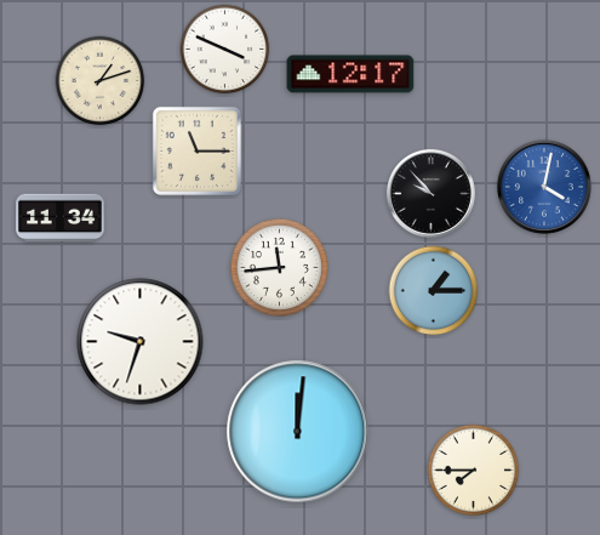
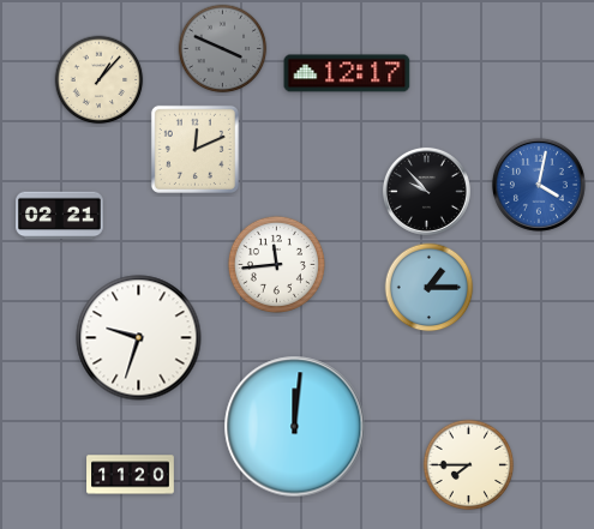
clock at (225, 50) dial: white -> grey
clock at (101, 81): 1:12 -> 1:07
clock at (196, 150): 11:15 -> 12:11
clock at (61, 218): 11:34 -> 02:21
clock at (131, 475): none -> 11:20
